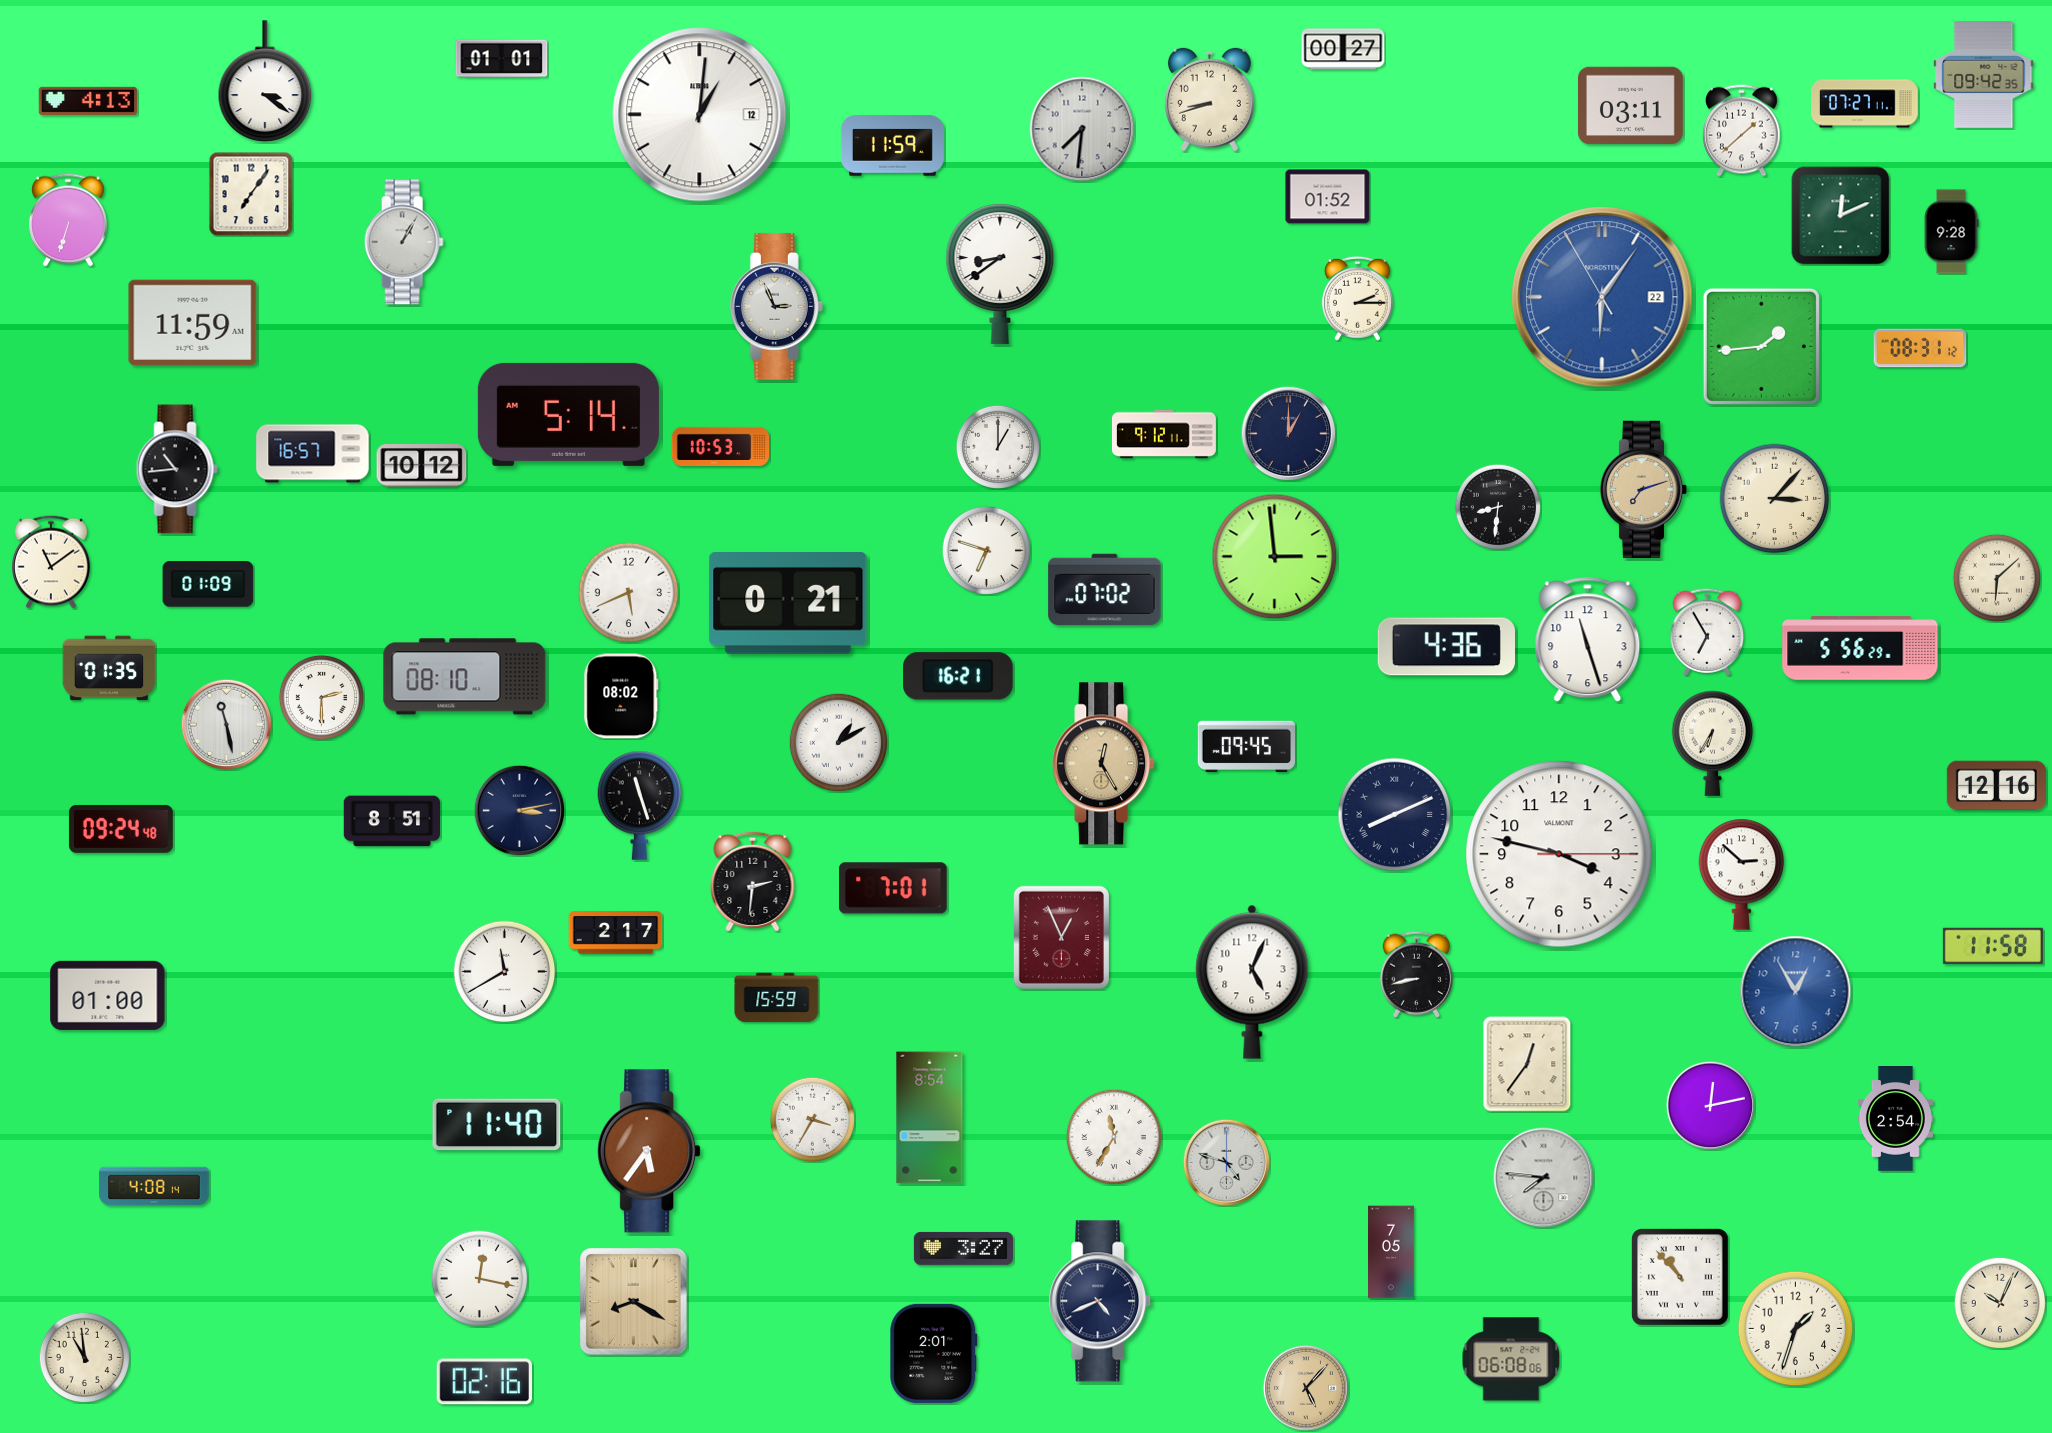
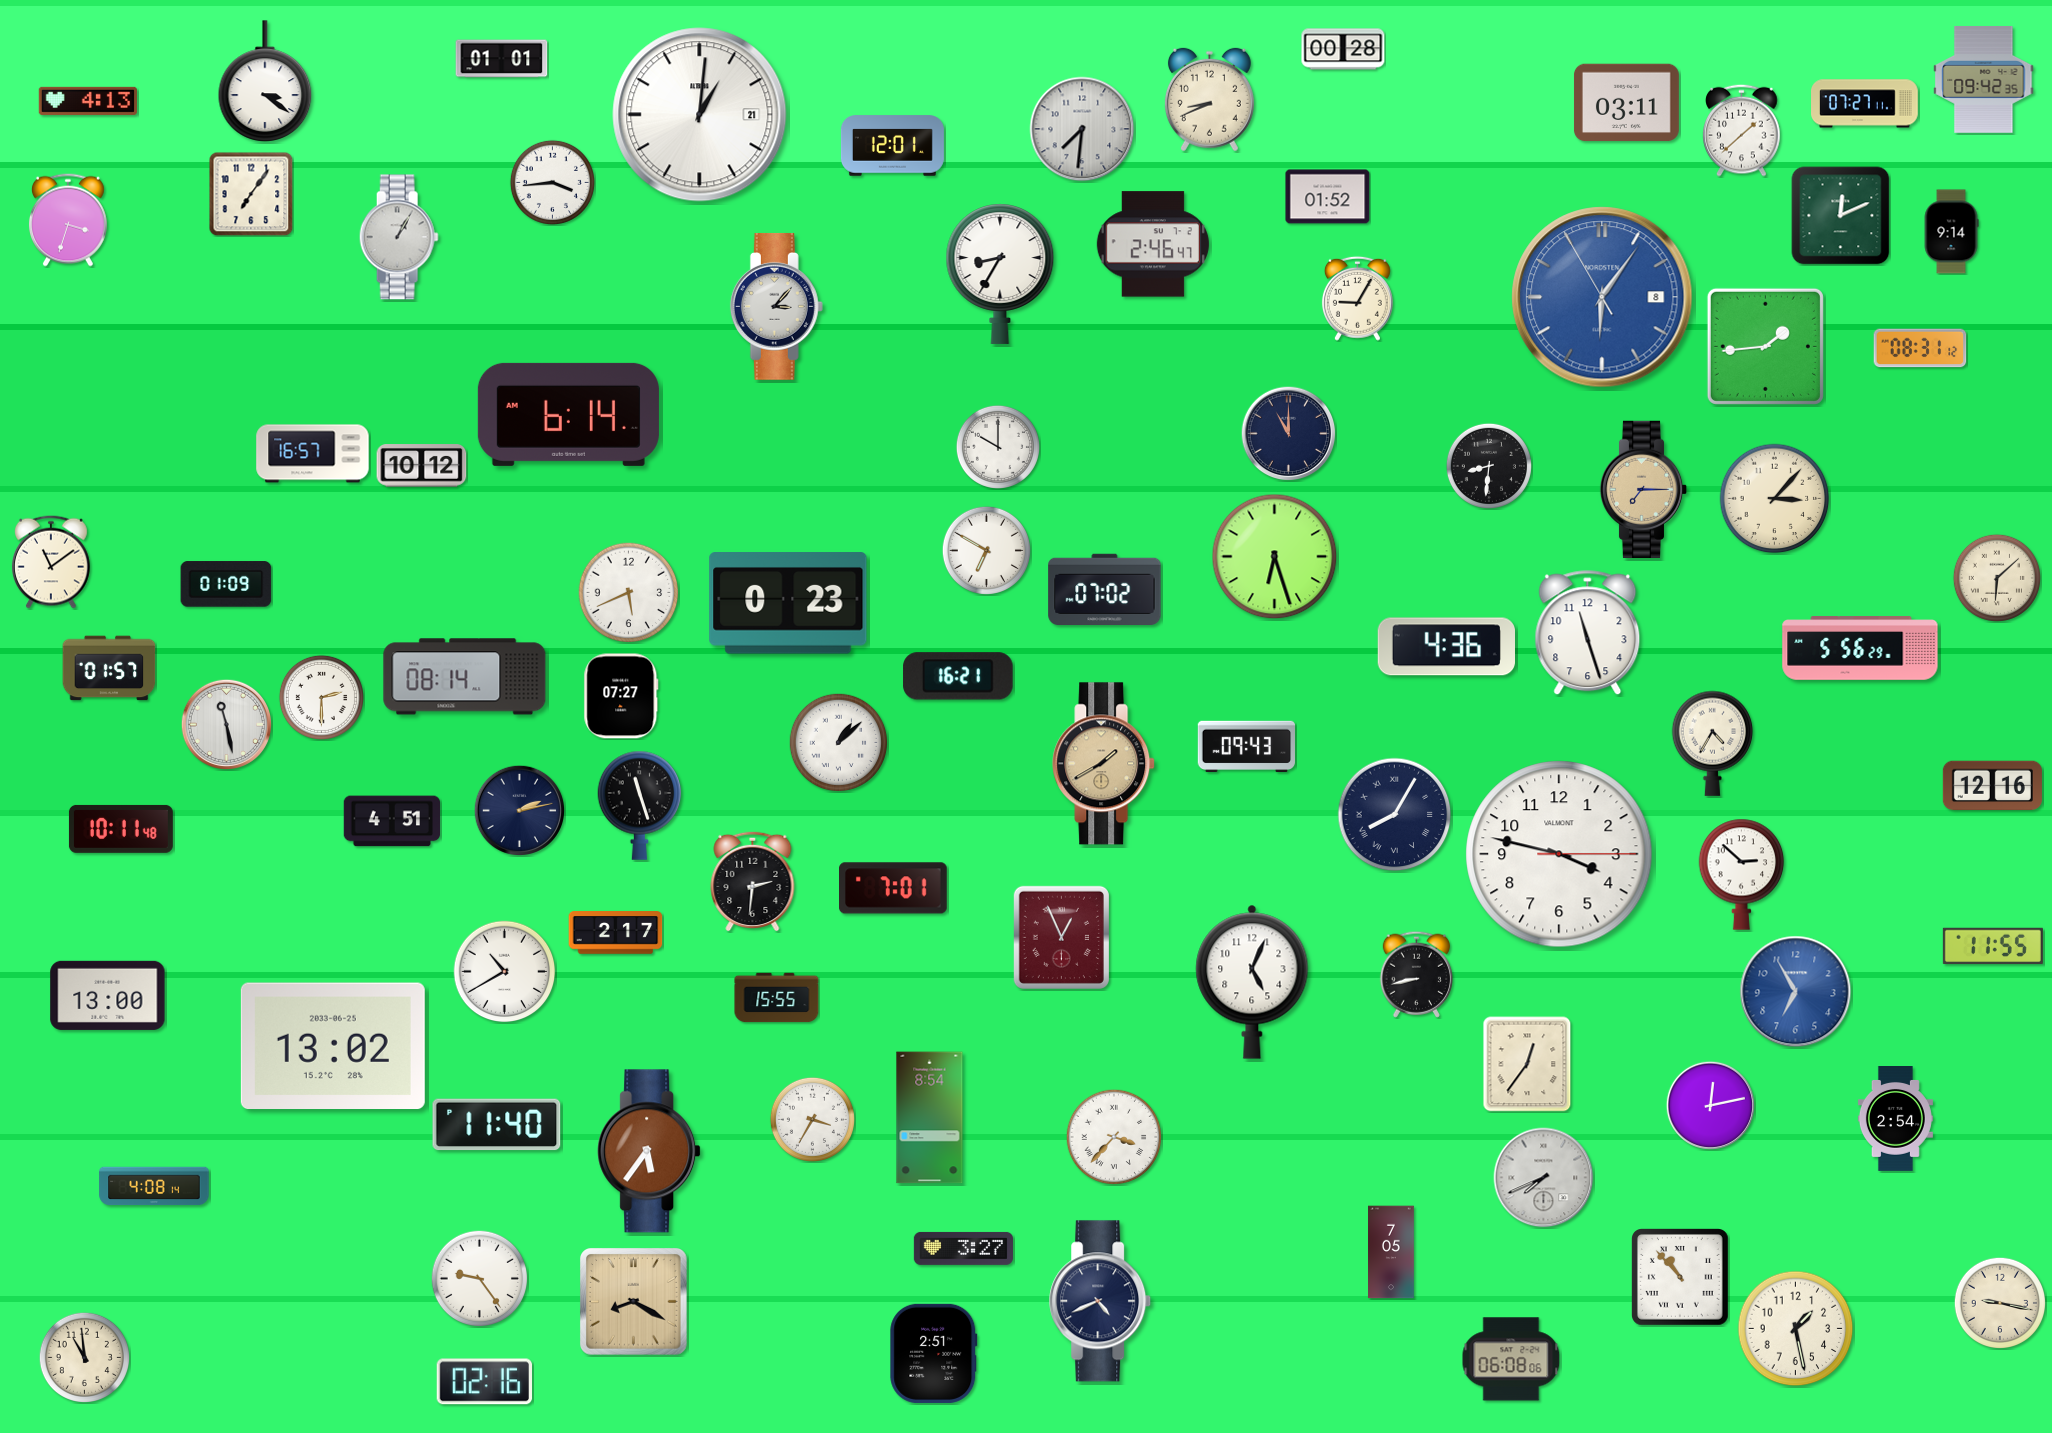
clock at (1343, 49): 00:27 -> 00:28
clock at (1984, 75) position: (1984, 75) -> (1984, 80)
clock at (1209, 100): 8:42 -> 8:41
clock at (1630, 106) position: (1630, 106) -> (1626, 103)
clock at (700, 115) date: 12 -> 21
clock at (892, 146): 11:59 -> 12:01
clock at (552, 182): none -> 3:44
clock at (68, 220): 6:33 -> 3:33
clock at (1951, 232): 9:28 -> 9:14
clock at (404, 242) position: (404, 242) -> (399, 237)
clock at (1153, 244): none -> 2:46
clock at (1000, 274): 8:39 -> 8:35
clock at (1602, 297) date: 22 -> 8
clock at (1357, 298): 2:15 -> 9:05
clock at (776, 306): 2:56 -> 3:07
clock at (193, 322): 11:59 -> none
clock at (1761, 346) position: (1761, 346) -> (1765, 346)
clock at (568, 414): 5:14 -> 6:14
clock at (1288, 433): 1:00 -> 11:00
clock at (1164, 434): 9:12 -> none
clock at (721, 446): 10:53 -> none
clock at (998, 447): 1:00 -> 10:00
clock at (177, 469): 10:44 -> none
clock at (1644, 489): 7:12 -> 7:15
clock at (1498, 507) position: (1498, 507) -> (1489, 466)
clock at (986, 550): 6:48 -> 6:50
clock at (1275, 557): 2:59 -> 6:27
clock at (208, 584) position: (208, 584) -> (226, 584)
clock at (788, 603): 0:21 -> 0:23
clock at (1707, 632): 6:55 -> none
clock at (1588, 640) position: (1588, 640) -> (1588, 633)
clock at (109, 668): 01:35 -> 01:57
clock at (465, 677): 08:10 -> 08:14
clock at (621, 696): 08:02 -> 07:27
clock at (839, 743): 1:10 -> 1:08
clock at (1713, 743): 6:35 -> 4:35
clock at (1246, 746): 09:45 -> 09:43
clock at (1104, 764): 12:25 -> 1:40
clock at (1996, 786) position: (1996, 786) -> (1992, 786)
clock at (519, 810): 3:13 -> 2:13
clock at (1395, 815): 8:11 -> 8:05
clock at (392, 821): 8:51 -> 4:51
clock at (121, 829): 09:24 -> 10:11
clock at (1993, 946): 11:58 -> 11:55
clock at (505, 972): 11:40 -> 10:40
clock at (1796, 992): 12:55 -> 6:55
clock at (108, 995): 01:00 -> 13:00
clock at (777, 998): 15:59 -> 15:55
clock at (333, 1046): none -> 13:02
clock at (1114, 1137): 11:35 -> 3:37
clock at (1226, 1162): 4:48 -> none
clock at (1544, 1178): 7:46 -> 7:41
clock at (479, 1278): 12:17 -> 9:24
clock at (1999, 1302): 10:04 -> 9:17
clock at (1796, 1329): 1:33 -> 1:28
clock at (934, 1353): 2:01 -> 2:51
clock at (1306, 1388): 5:07 -> none
